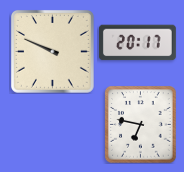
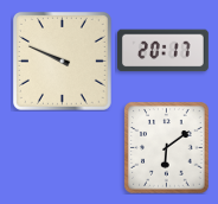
clock at (141, 124): 6:47 -> 6:09
